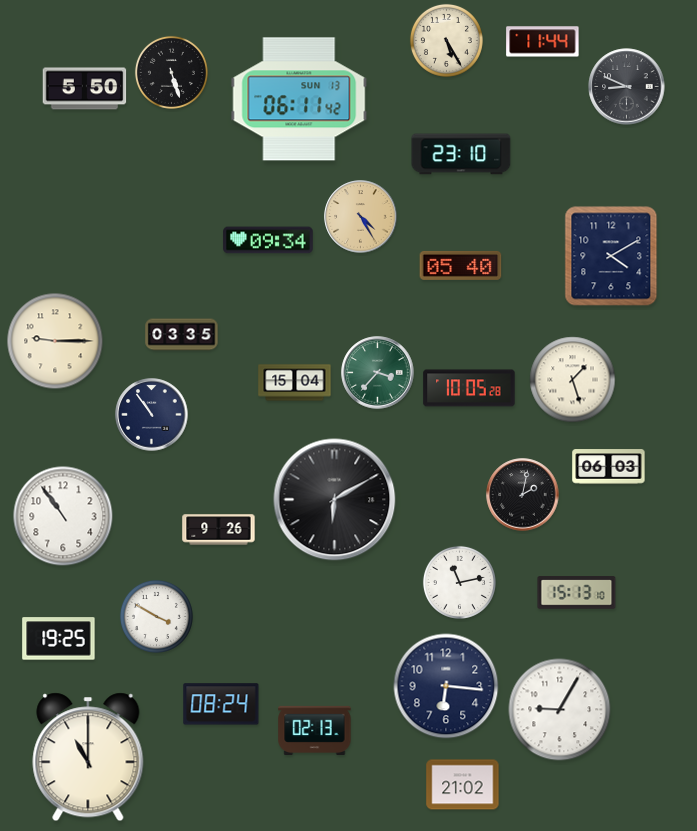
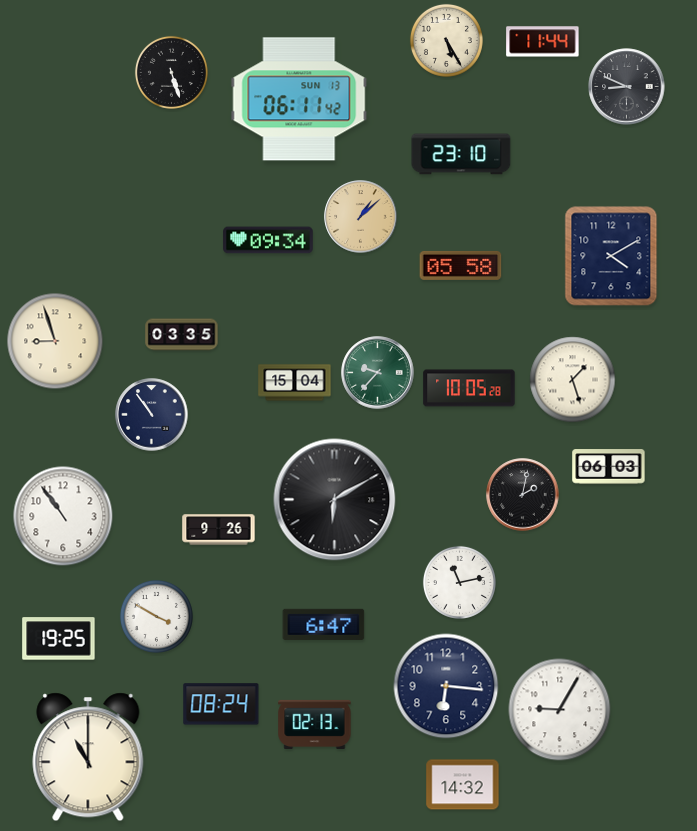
clock at (85, 89): 5:50 -> none
clock at (361, 217): 4:25 -> 1:08
clock at (461, 265): 05:40 -> 05:58
clock at (55, 341): 9:15 -> 8:57
clock at (378, 373): 3:37 -> 9:37
clock at (577, 593): 15:13 -> none
clock at (324, 624): none -> 6:47
clock at (315, 730) position: (315, 730) -> (315, 724)
clock at (463, 785): 21:02 -> 14:32
